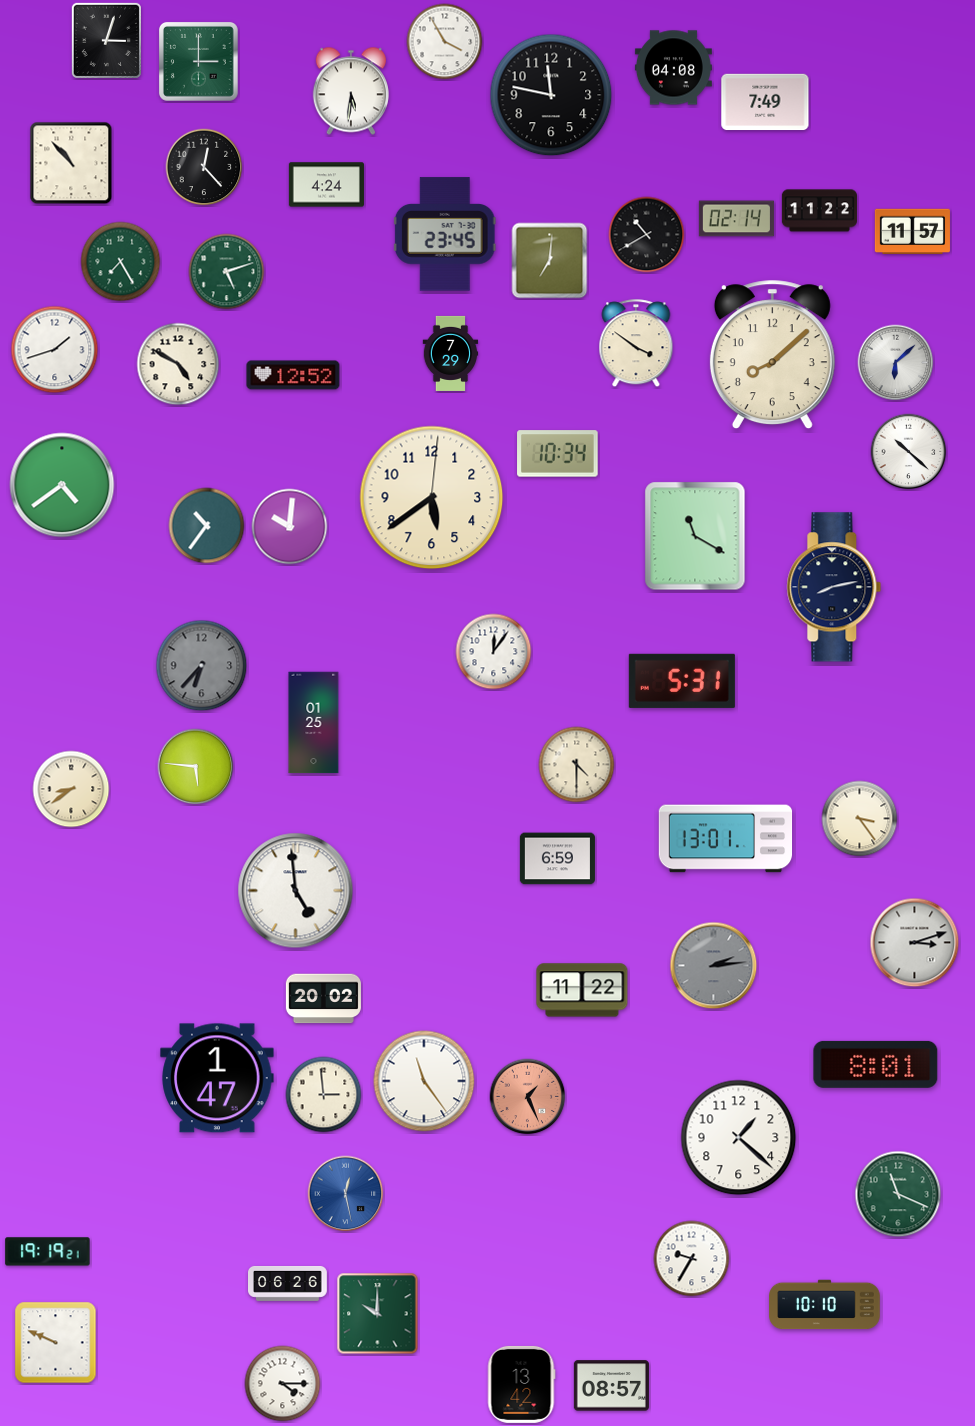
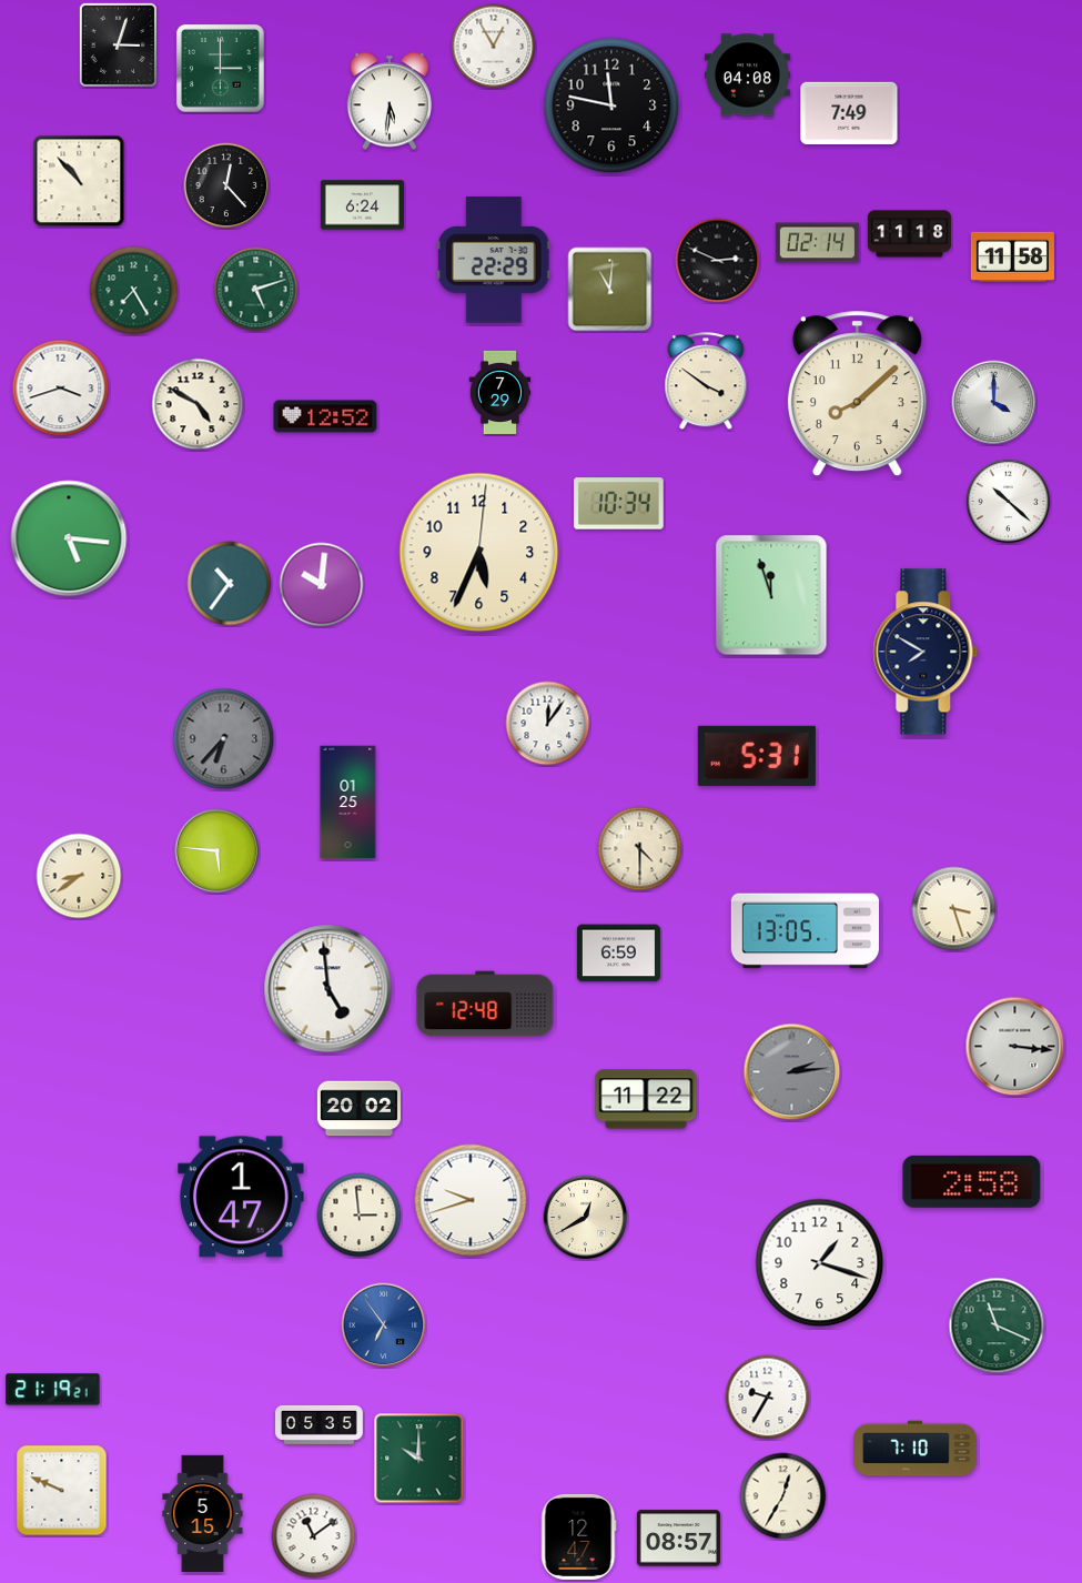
clock at (445, 42): 3:55 -> 12:55
clock at (326, 185): 4:24 -> 6:24
clock at (819, 211): 11:22 -> 11:18
clock at (912, 231): 11:57 -> 11:58
clock at (445, 234): 23:45 -> 22:29
clock at (647, 235): 10:40 -> 2:49
clock at (550, 261): 7:01 -> 11:01
clock at (227, 272) position: (227, 272) -> (256, 290)
clock at (55, 350): 1:42 -> 3:42
clock at (896, 363): 6:08 -> 4:00
clock at (62, 485): 4:39 -> 5:16
clock at (432, 498): 5:39 -> 5:34
clock at (695, 536): 11:20 -> 11:57
clock at (834, 587): 8:13 -> 7:50
clock at (860, 819): 3:24 -> 3:27
clock at (726, 839): 13:01 -> 13:05
clock at (485, 1004): none -> 12:48
clock at (915, 943): 3:12 -> 3:16
clock at (876, 1064): 8:01 -> 2:58
clock at (424, 1081): 11:24 -> 9:42
clock at (528, 1097): 1:26 -> 12:40
clock at (528, 1097) dial: salmon -> cream
clock at (739, 1138): 1:22 -> 1:18
clock at (346, 1194): 12:28 -> 6:54
clock at (48, 1252): 19:19 -> 21:19
clock at (288, 1283): 06:26 -> 05:35
clock at (825, 1305): 10:10 -> 7:10
clock at (783, 1496): none -> 12:35
clock at (203, 1513): none -> 5:15
clock at (283, 1384): 4:15 -> 11:09
clock at (521, 1384): 13:42 -> 12:47
